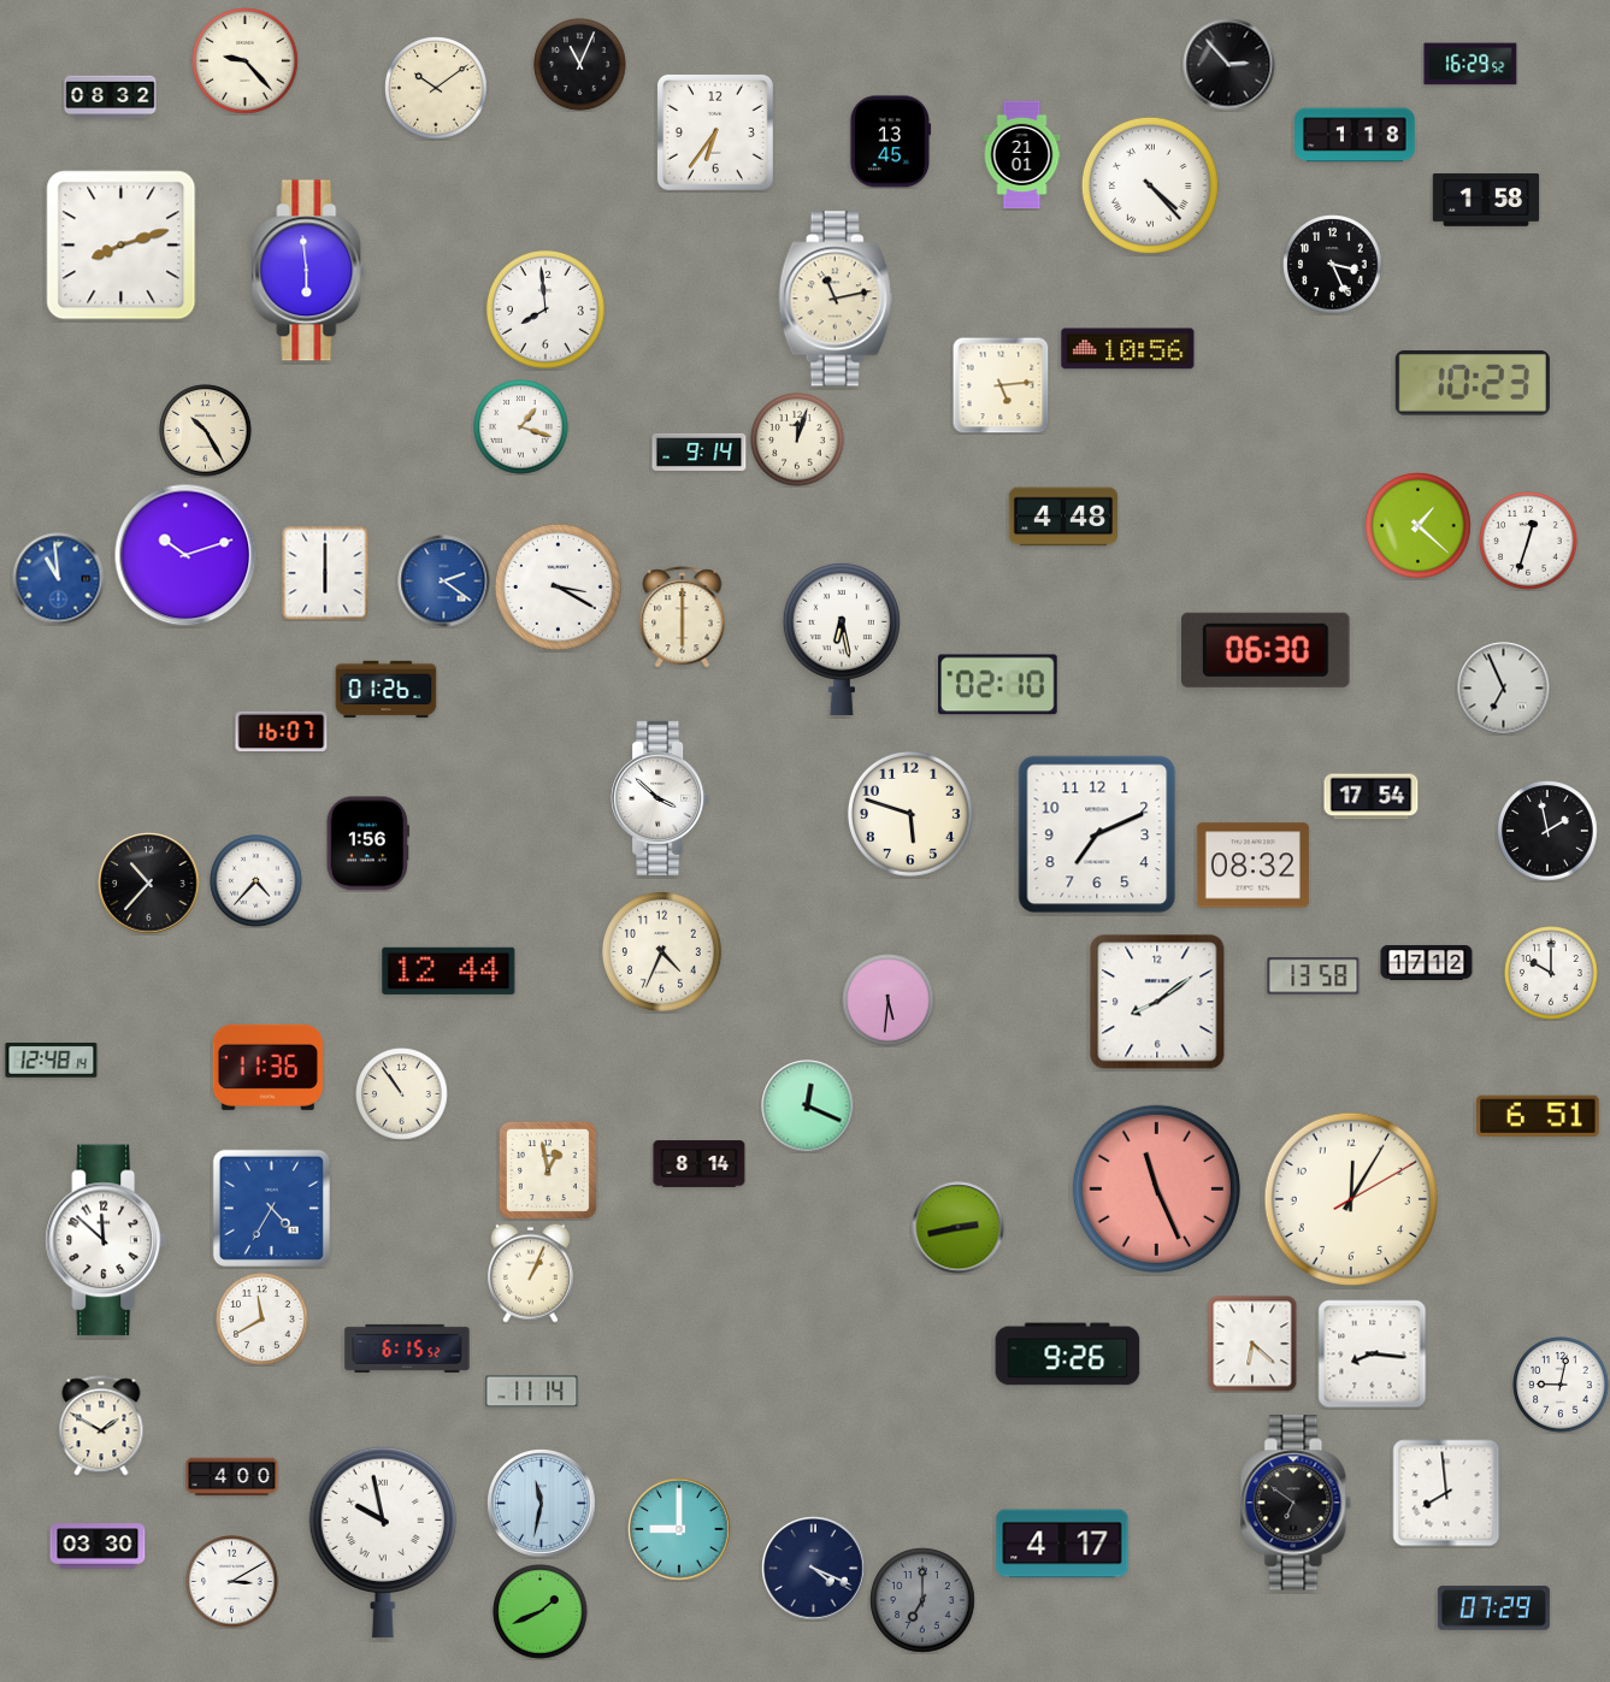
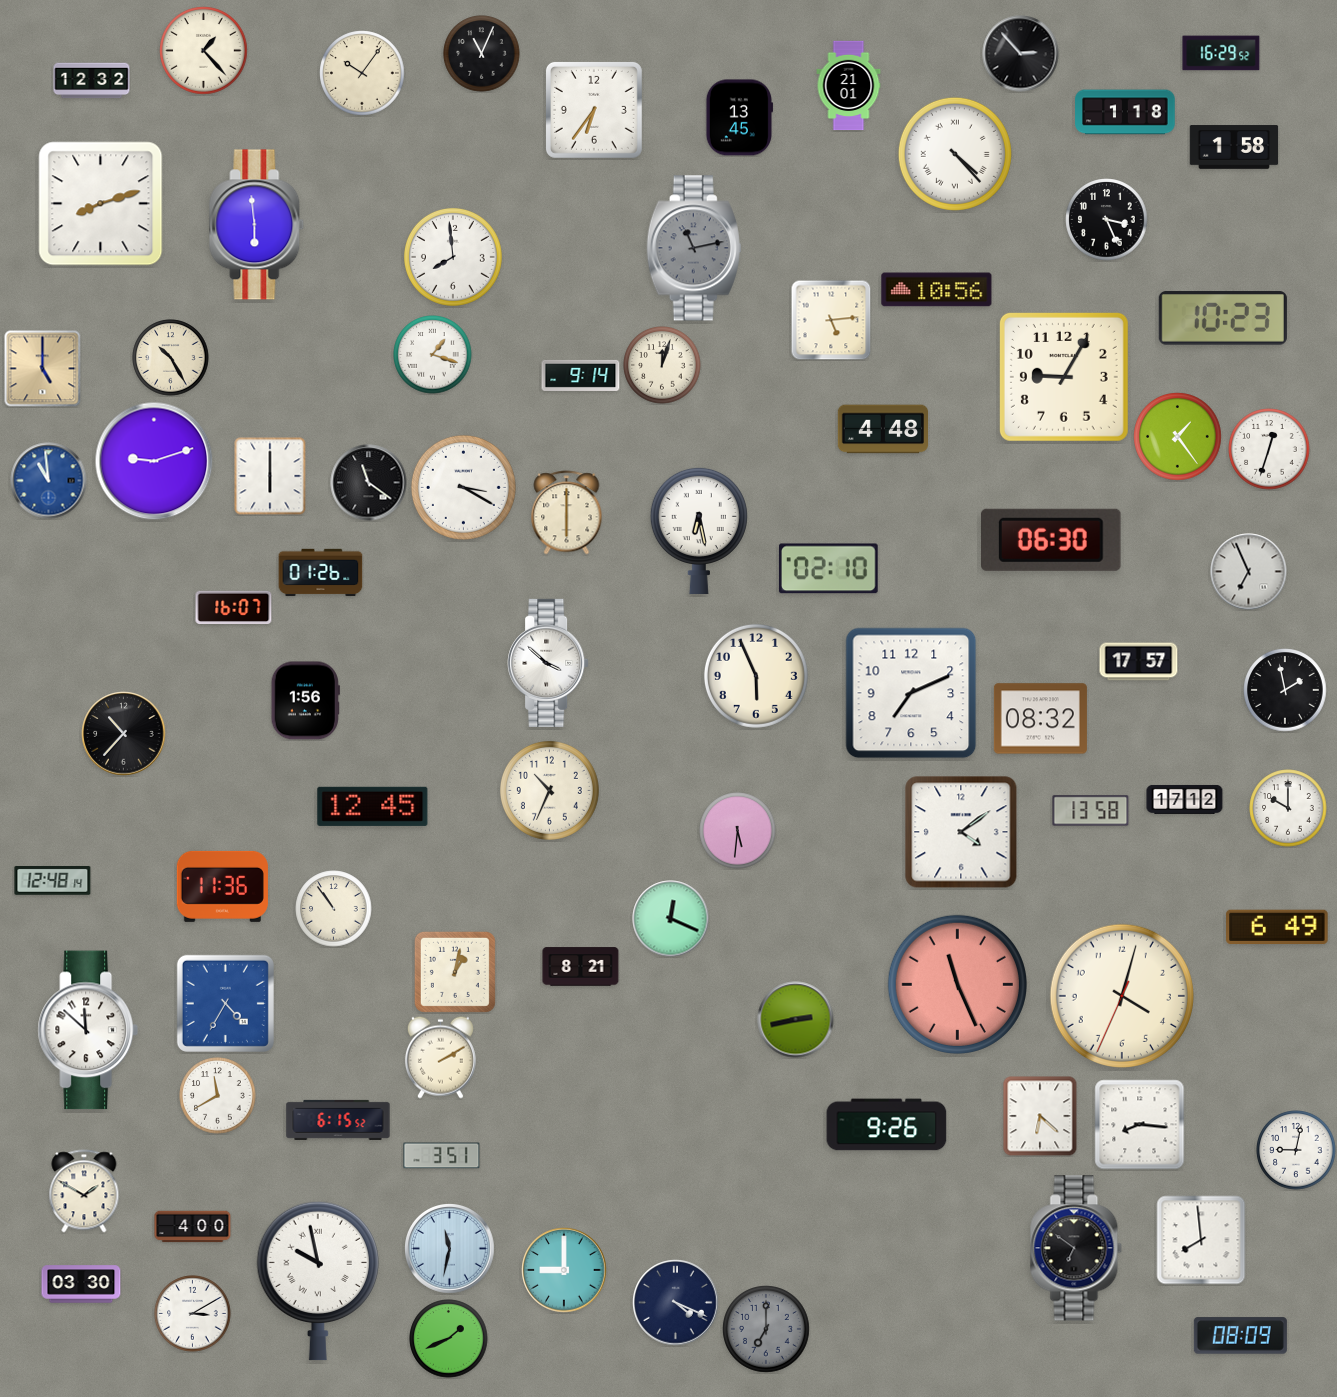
clock at (246, 61): 9:23 -> 1:23
clock at (436, 88): 10:09 -> 10:06
clock at (111, 98): 08:32 -> 12:32
clock at (1022, 155) position: (1022, 155) -> (849, 86)
clock at (1486, 200) position: (1486, 200) -> (1234, 147)
clock at (836, 299) dial: cream -> grey
clock at (43, 369): none -> 5:00
clock at (1064, 377): none -> 9:05
clock at (1419, 526): 1:22 -> 1:24
clock at (185, 555): 10:12 -> 9:12
clock at (444, 582): 2:21 -> 11:21
clock at (444, 582) dial: blue -> black
clock at (1372, 797): 17:54 -> 17:57
clock at (910, 814): 5:48 -> 5:56
clock at (256, 881): 4:37 -> none
clock at (661, 951): 4:34 -> 10:34
clock at (449, 970): 12:44 -> 12:45
clock at (1157, 1002): 8:09 -> 4:09
clock at (52, 1061) position: (52, 1061) -> (53, 881)
clock at (1538, 1116): 6:51 -> 6:49
clock at (700, 1164): 8:14 -> 8:21
clock at (548, 1170): 12:58 -> 1:02
clock at (1156, 1188) position: (1156, 1188) -> (957, 984)
clock at (1351, 1199): 12:05 -> 4:02
clock at (530, 1273): 1:04 -> 2:10
clock at (532, 1392): 11:14 -> 3:51
clock at (101, 1426) position: (101, 1426) -> (84, 1191)
clock at (1062, 1544): 4:17 -> none
clock at (1493, 1609): 07:29 -> 08:09
